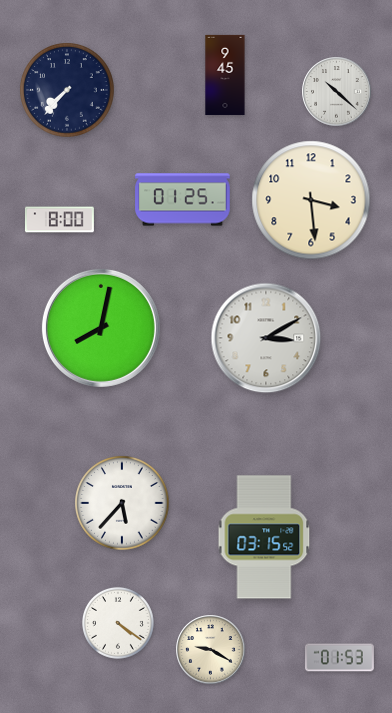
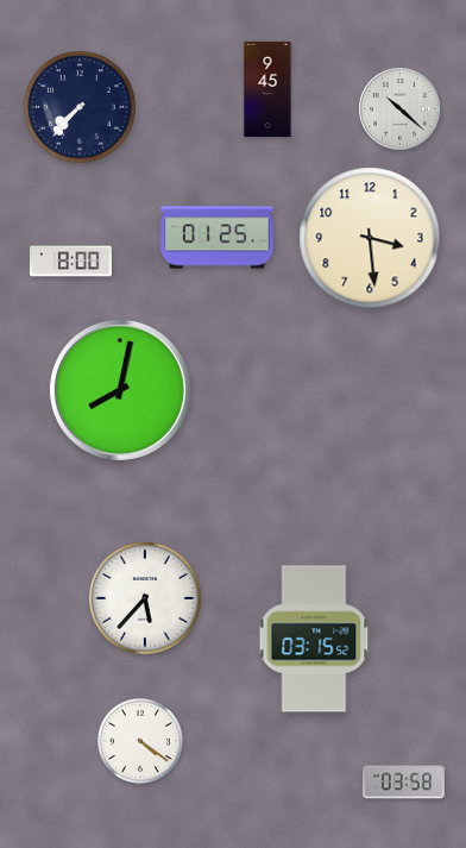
clock at (266, 338): 3:10 -> none
clock at (211, 650): 9:20 -> none
clock at (339, 658): 01:53 -> 03:58
